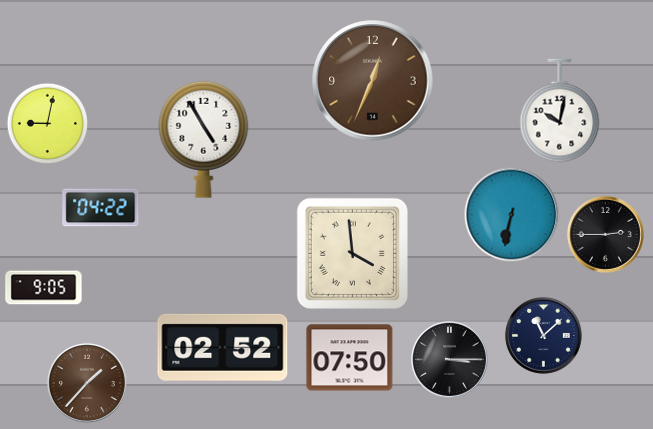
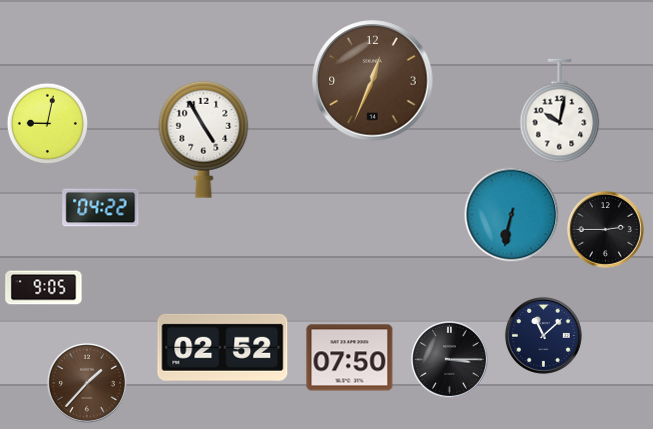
clock at (605, 234) position: (605, 234) -> (605, 229)
clock at (353, 254): 3:59 -> none
